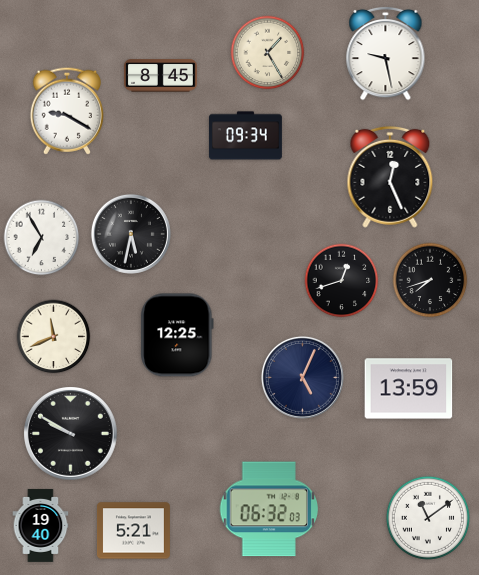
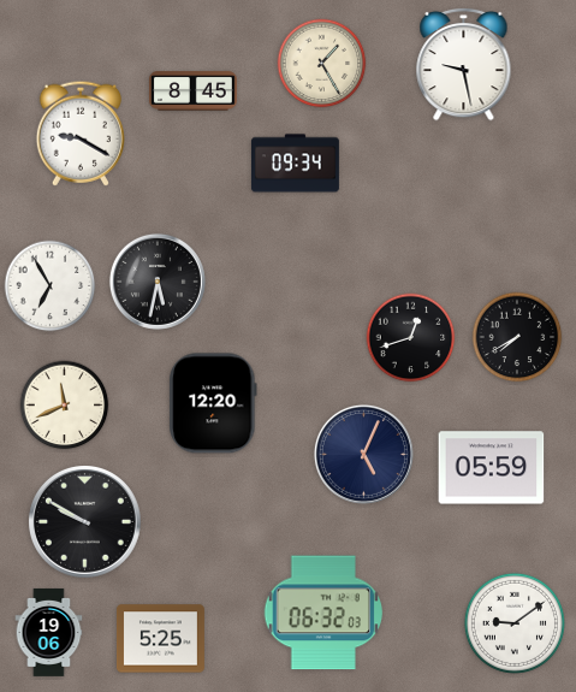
clock at (390, 177): 12:26 -> none
clock at (430, 280): 7:42 -> 7:40
clock at (177, 335): 12:25 -> 12:20
clock at (409, 389): 13:59 -> 05:59
clock at (428, 518): 11:09 -> 9:09
clock at (41, 525): 19:40 -> 19:06
clock at (133, 531): 5:21 -> 5:25
